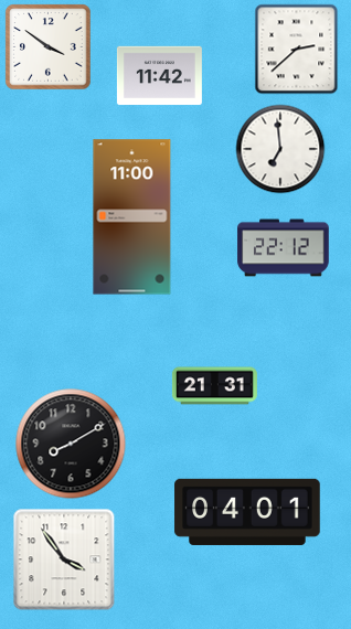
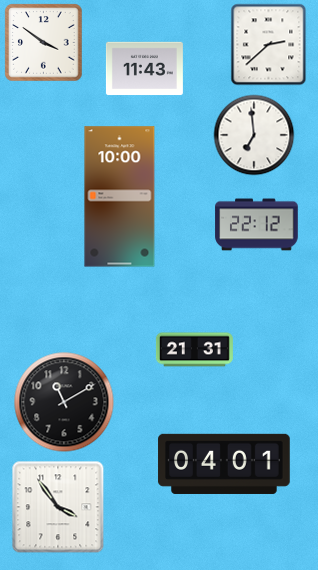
clock at (159, 76): 11:42 -> 11:43
clock at (132, 217): 11:00 -> 10:00
clock at (71, 444): 8:10 -> 11:10
